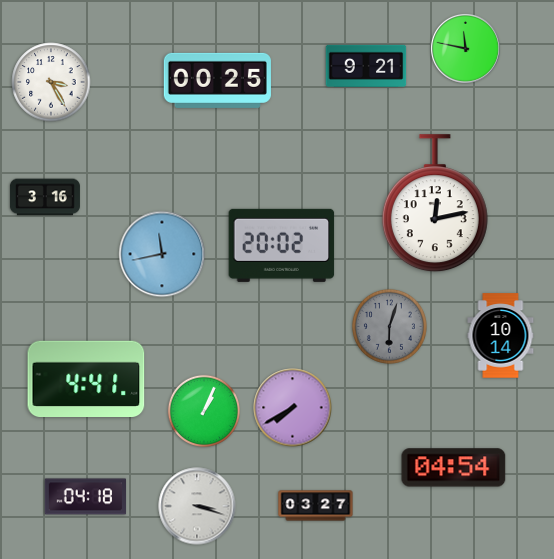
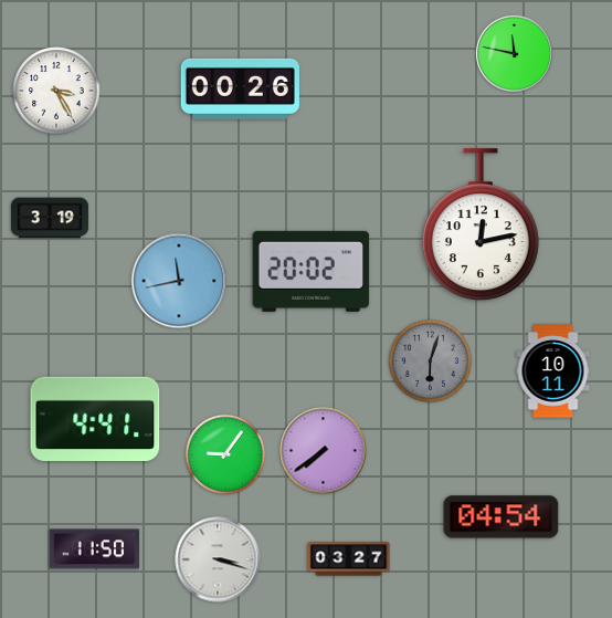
clock at (366, 66): 9:21 -> none
clock at (217, 80): 00:25 -> 00:26
clock at (45, 197): 3:16 -> 3:19
clock at (501, 336): 10:14 -> 10:11
clock at (293, 408): 7:40 -> 7:39
clock at (203, 410): 1:04 -> 9:06
clock at (85, 497): 04:18 -> 11:50
